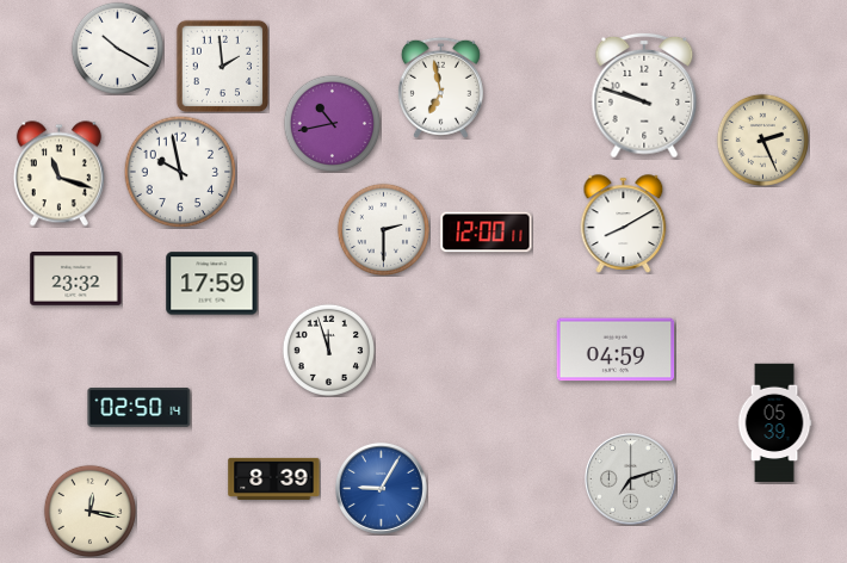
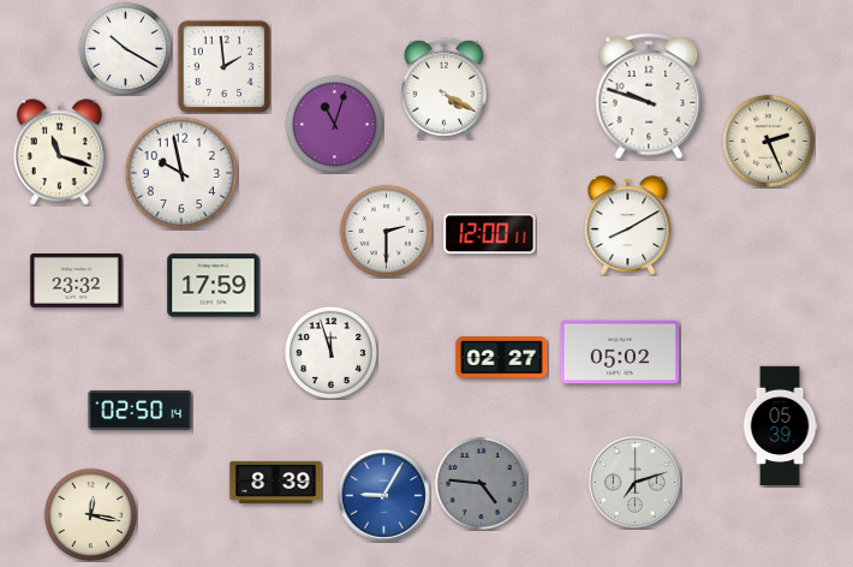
clock at (117, 48) position: (117, 48) -> (125, 48)
clock at (440, 87): 6:58 -> 4:20
clock at (332, 123): 10:43 -> 11:03
clock at (58, 174) position: (58, 174) -> (59, 153)
clock at (616, 349): 04:59 -> 05:02
clock at (502, 358): none -> 02:27
clock at (481, 483): none -> 4:46
clock at (382, 489) position: (382, 489) -> (384, 496)
